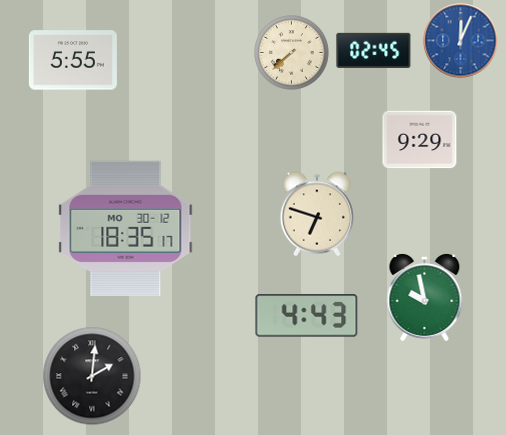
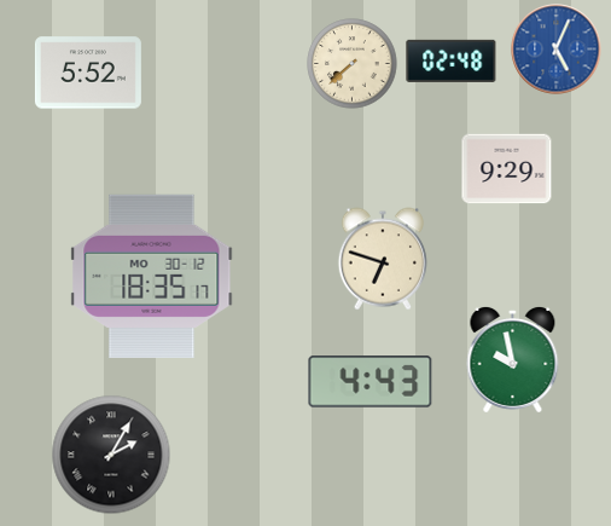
clock at (461, 41): 12:04 -> 5:04
clock at (374, 50): 02:45 -> 02:48
clock at (73, 60): 5:55 -> 5:52
clock at (92, 376): 2:01 -> 2:05
